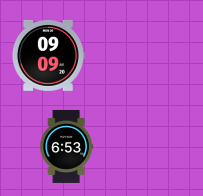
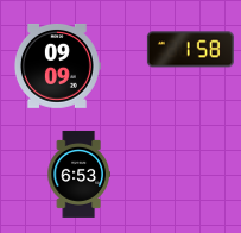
clock at (190, 50): none -> 1:58
